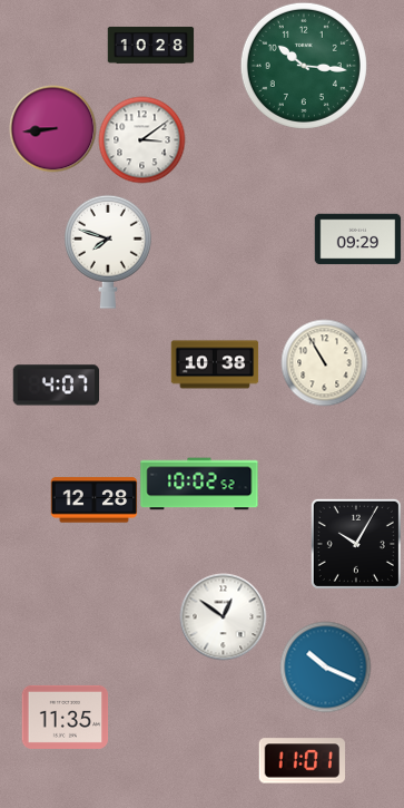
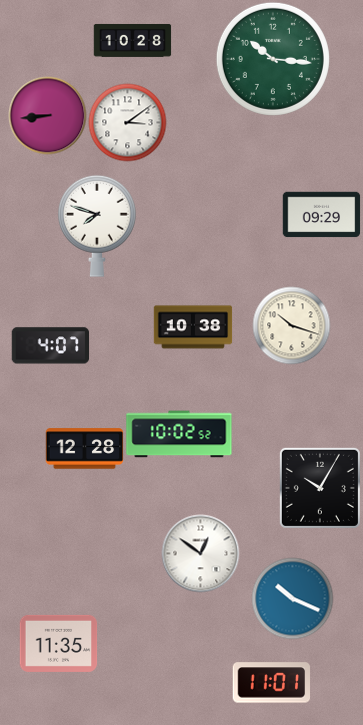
clock at (150, 45) position: (150, 45) -> (132, 40)
clock at (141, 139) position: (141, 139) -> (127, 122)
clock at (324, 362): 10:55 -> 10:18
